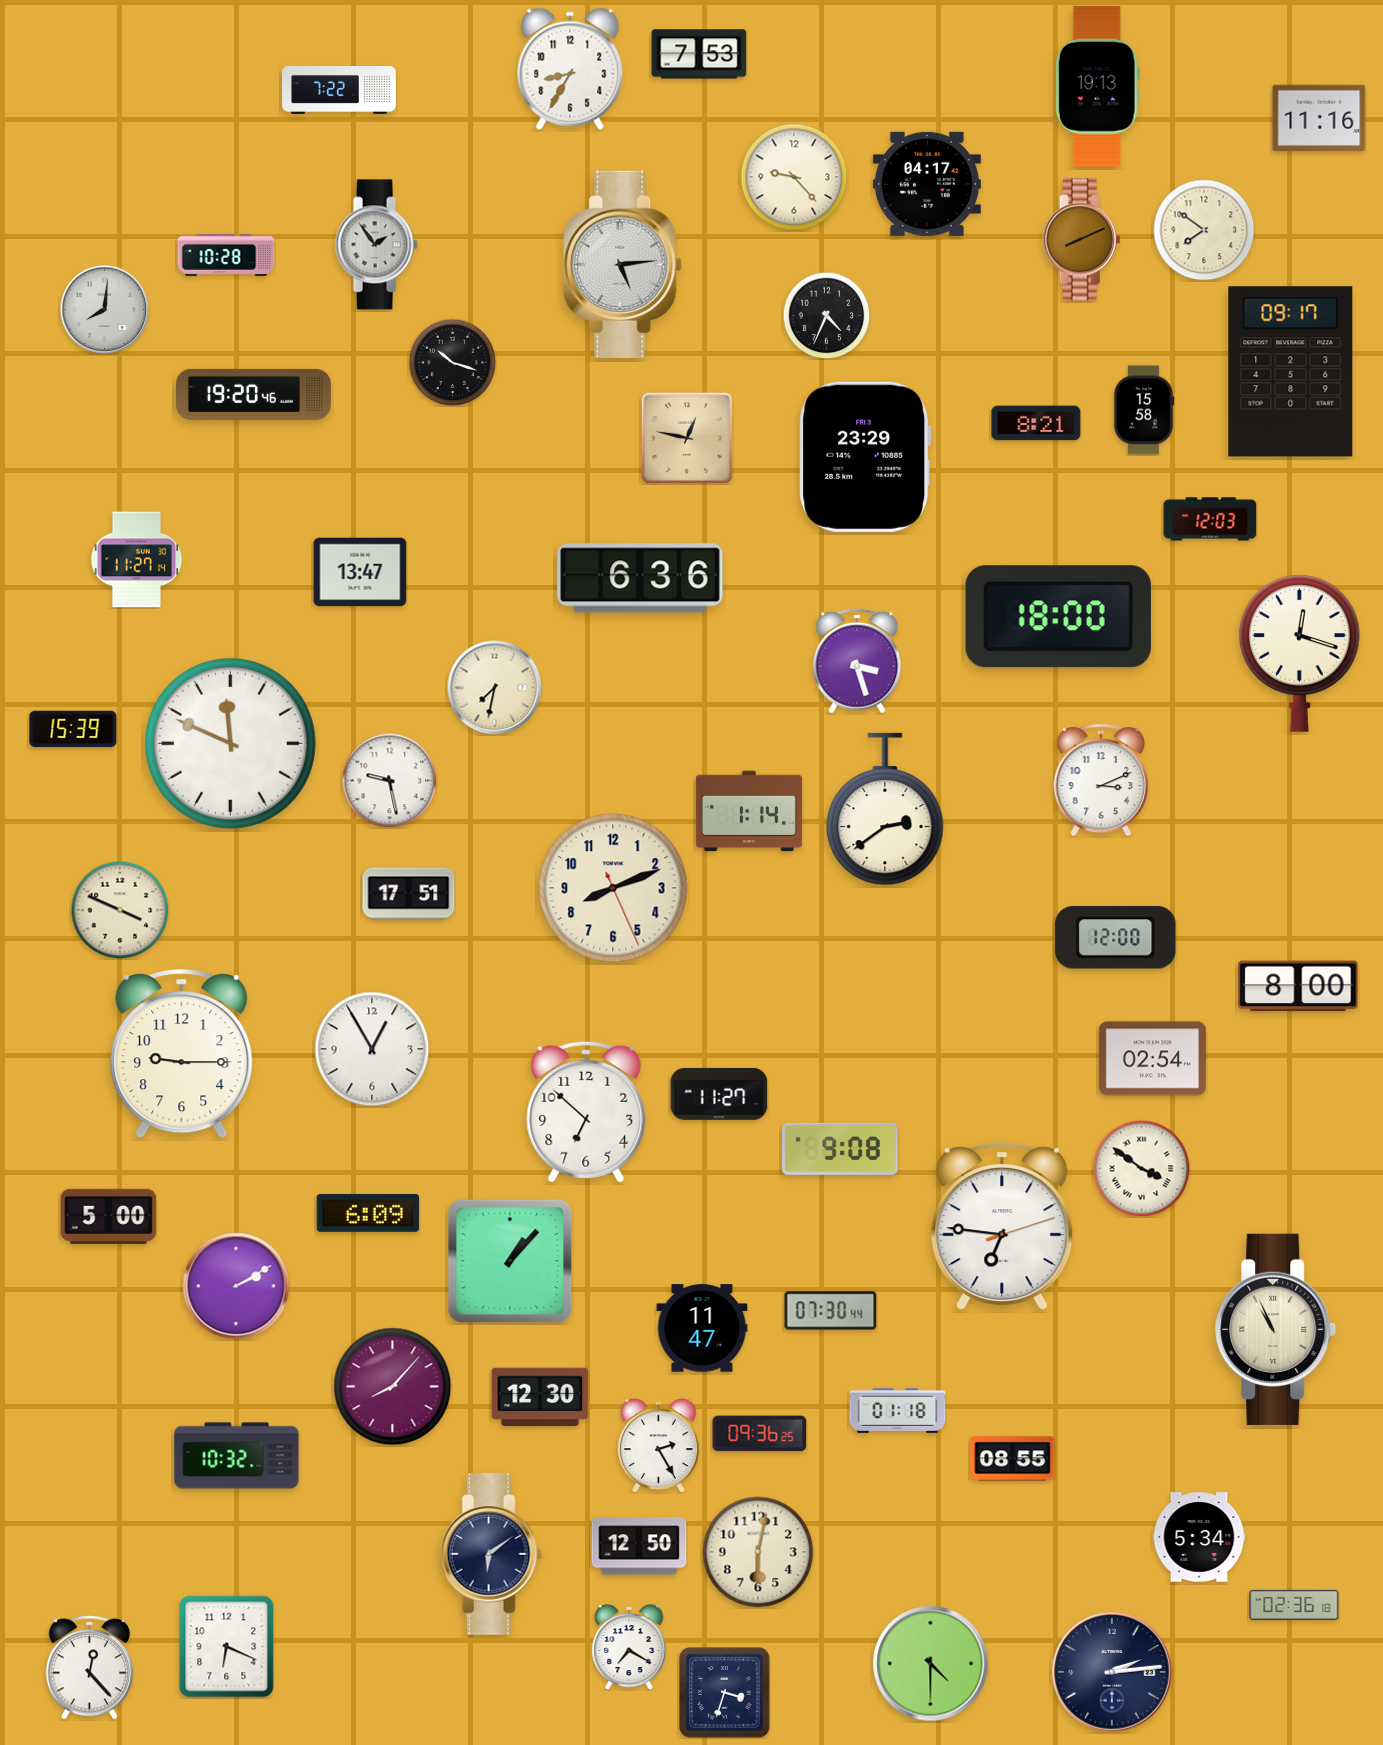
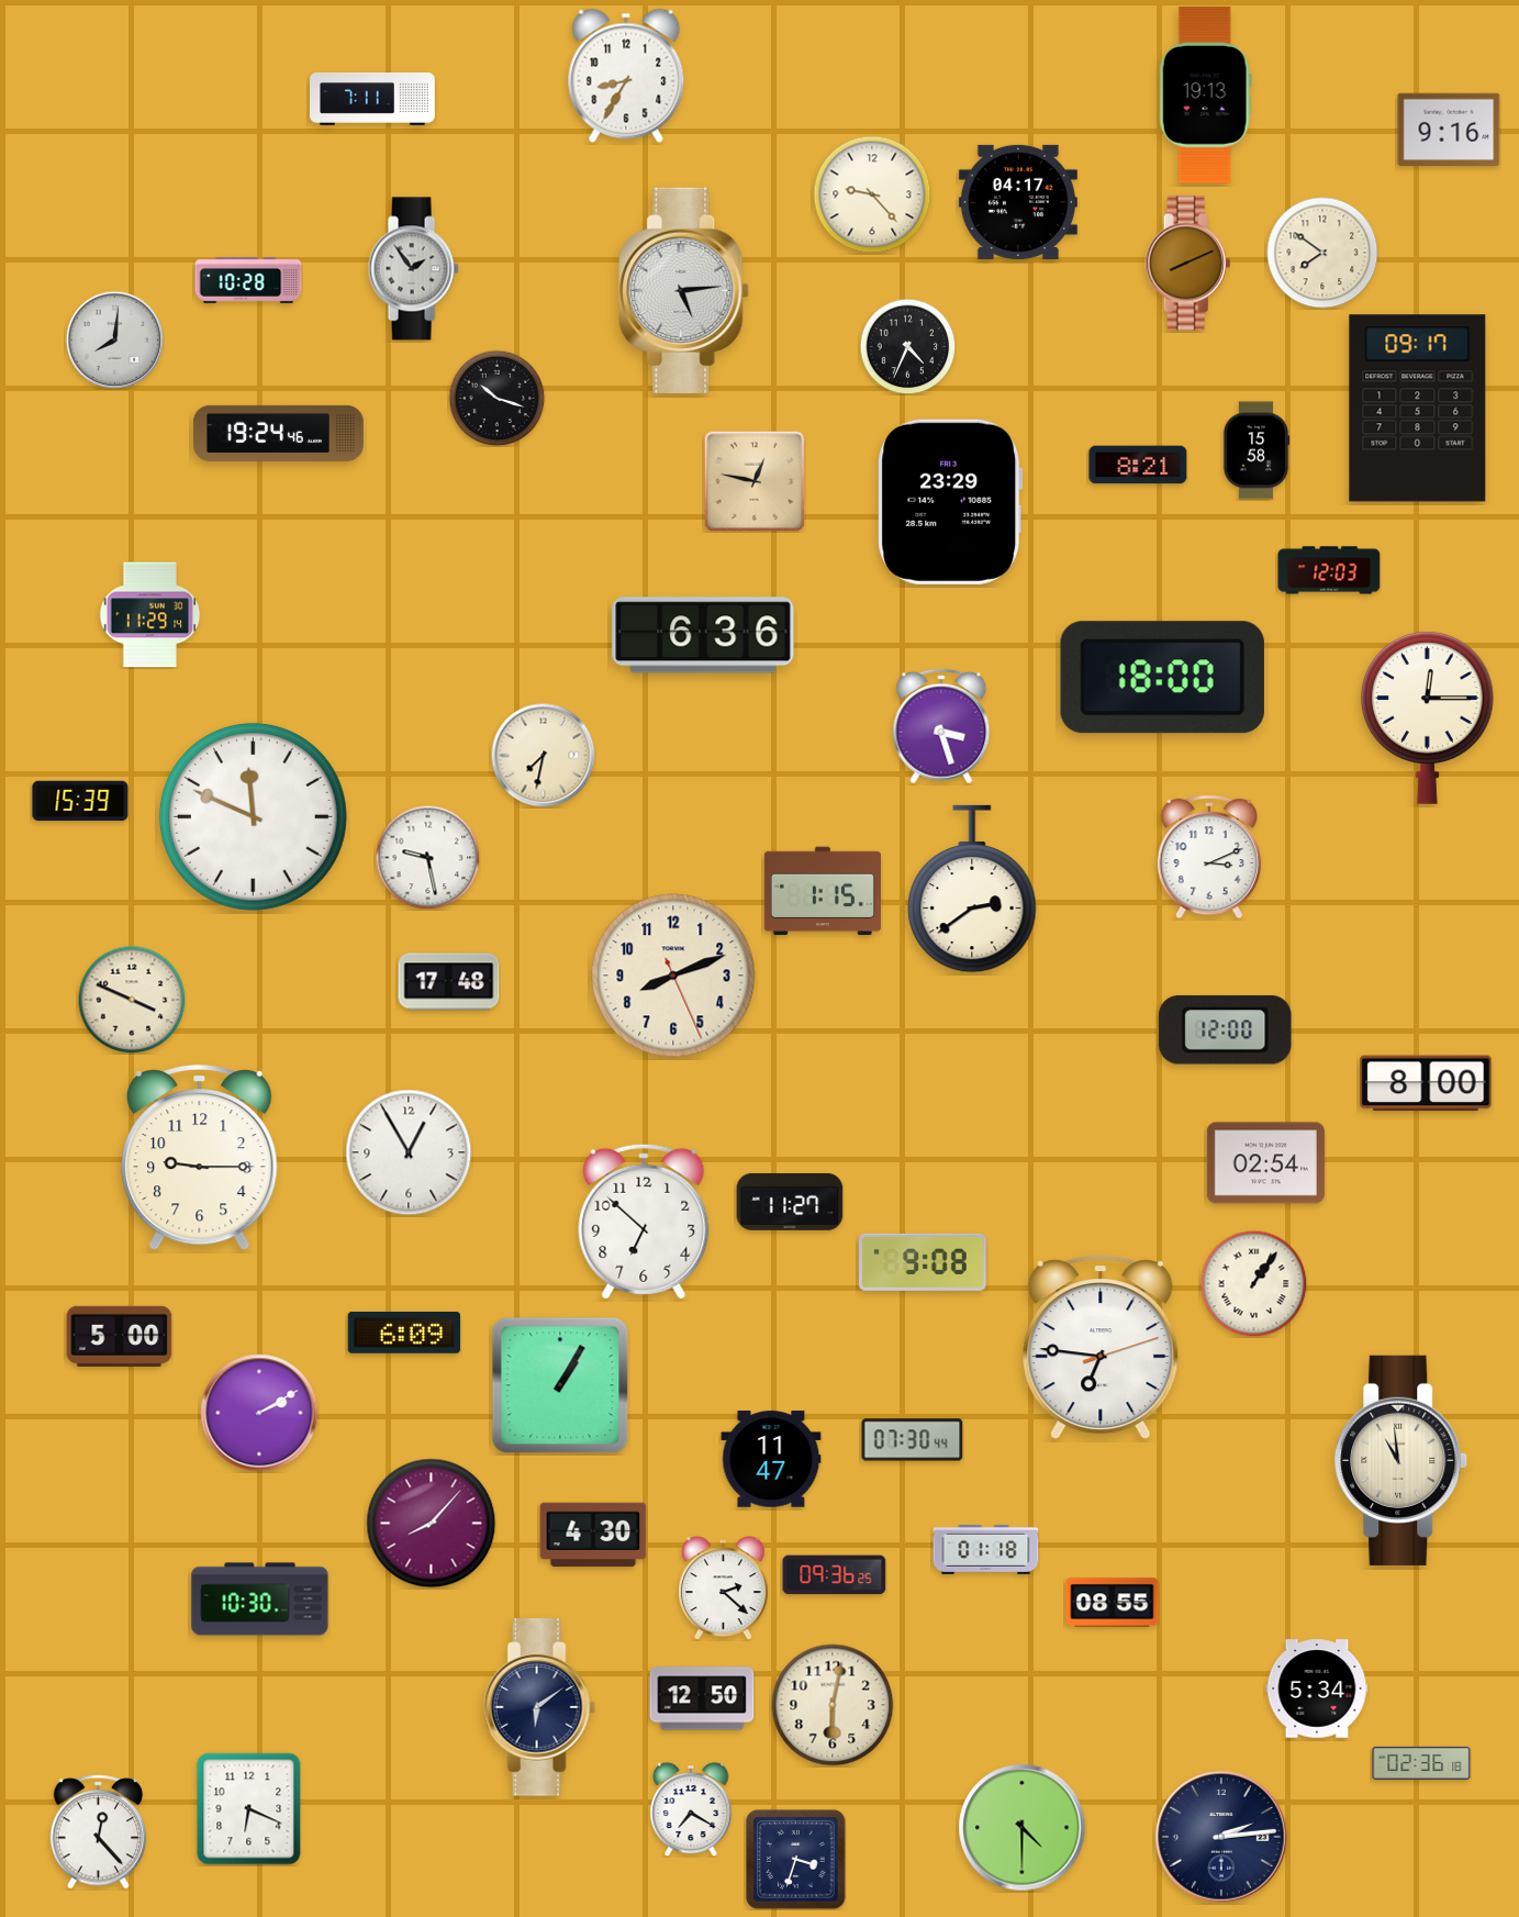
clock at (699, 54): 7:53 -> none
clock at (339, 91): 7:22 -> 7:11
clock at (1319, 118): 11:16 -> 9:16
clock at (253, 394): 19:20 -> 19:24
clock at (137, 560): 11:27 -> 11:29
clock at (360, 572): 13:47 -> none
clock at (1300, 653): 12:18 -> 12:15
clock at (749, 811): 1:14 -> 1:15
clock at (409, 894): 17:51 -> 17:48
clock at (1141, 1168): 3:51 -> 1:06
clock at (510, 1261): 1:07 -> 1:05
clock at (1276, 1329): 10:56 -> 10:59
clock at (540, 1397): 12:30 -> 4:30
clock at (659, 1446): 2:25 -> 2:22
clock at (237, 1456): 10:32 -> 10:30
